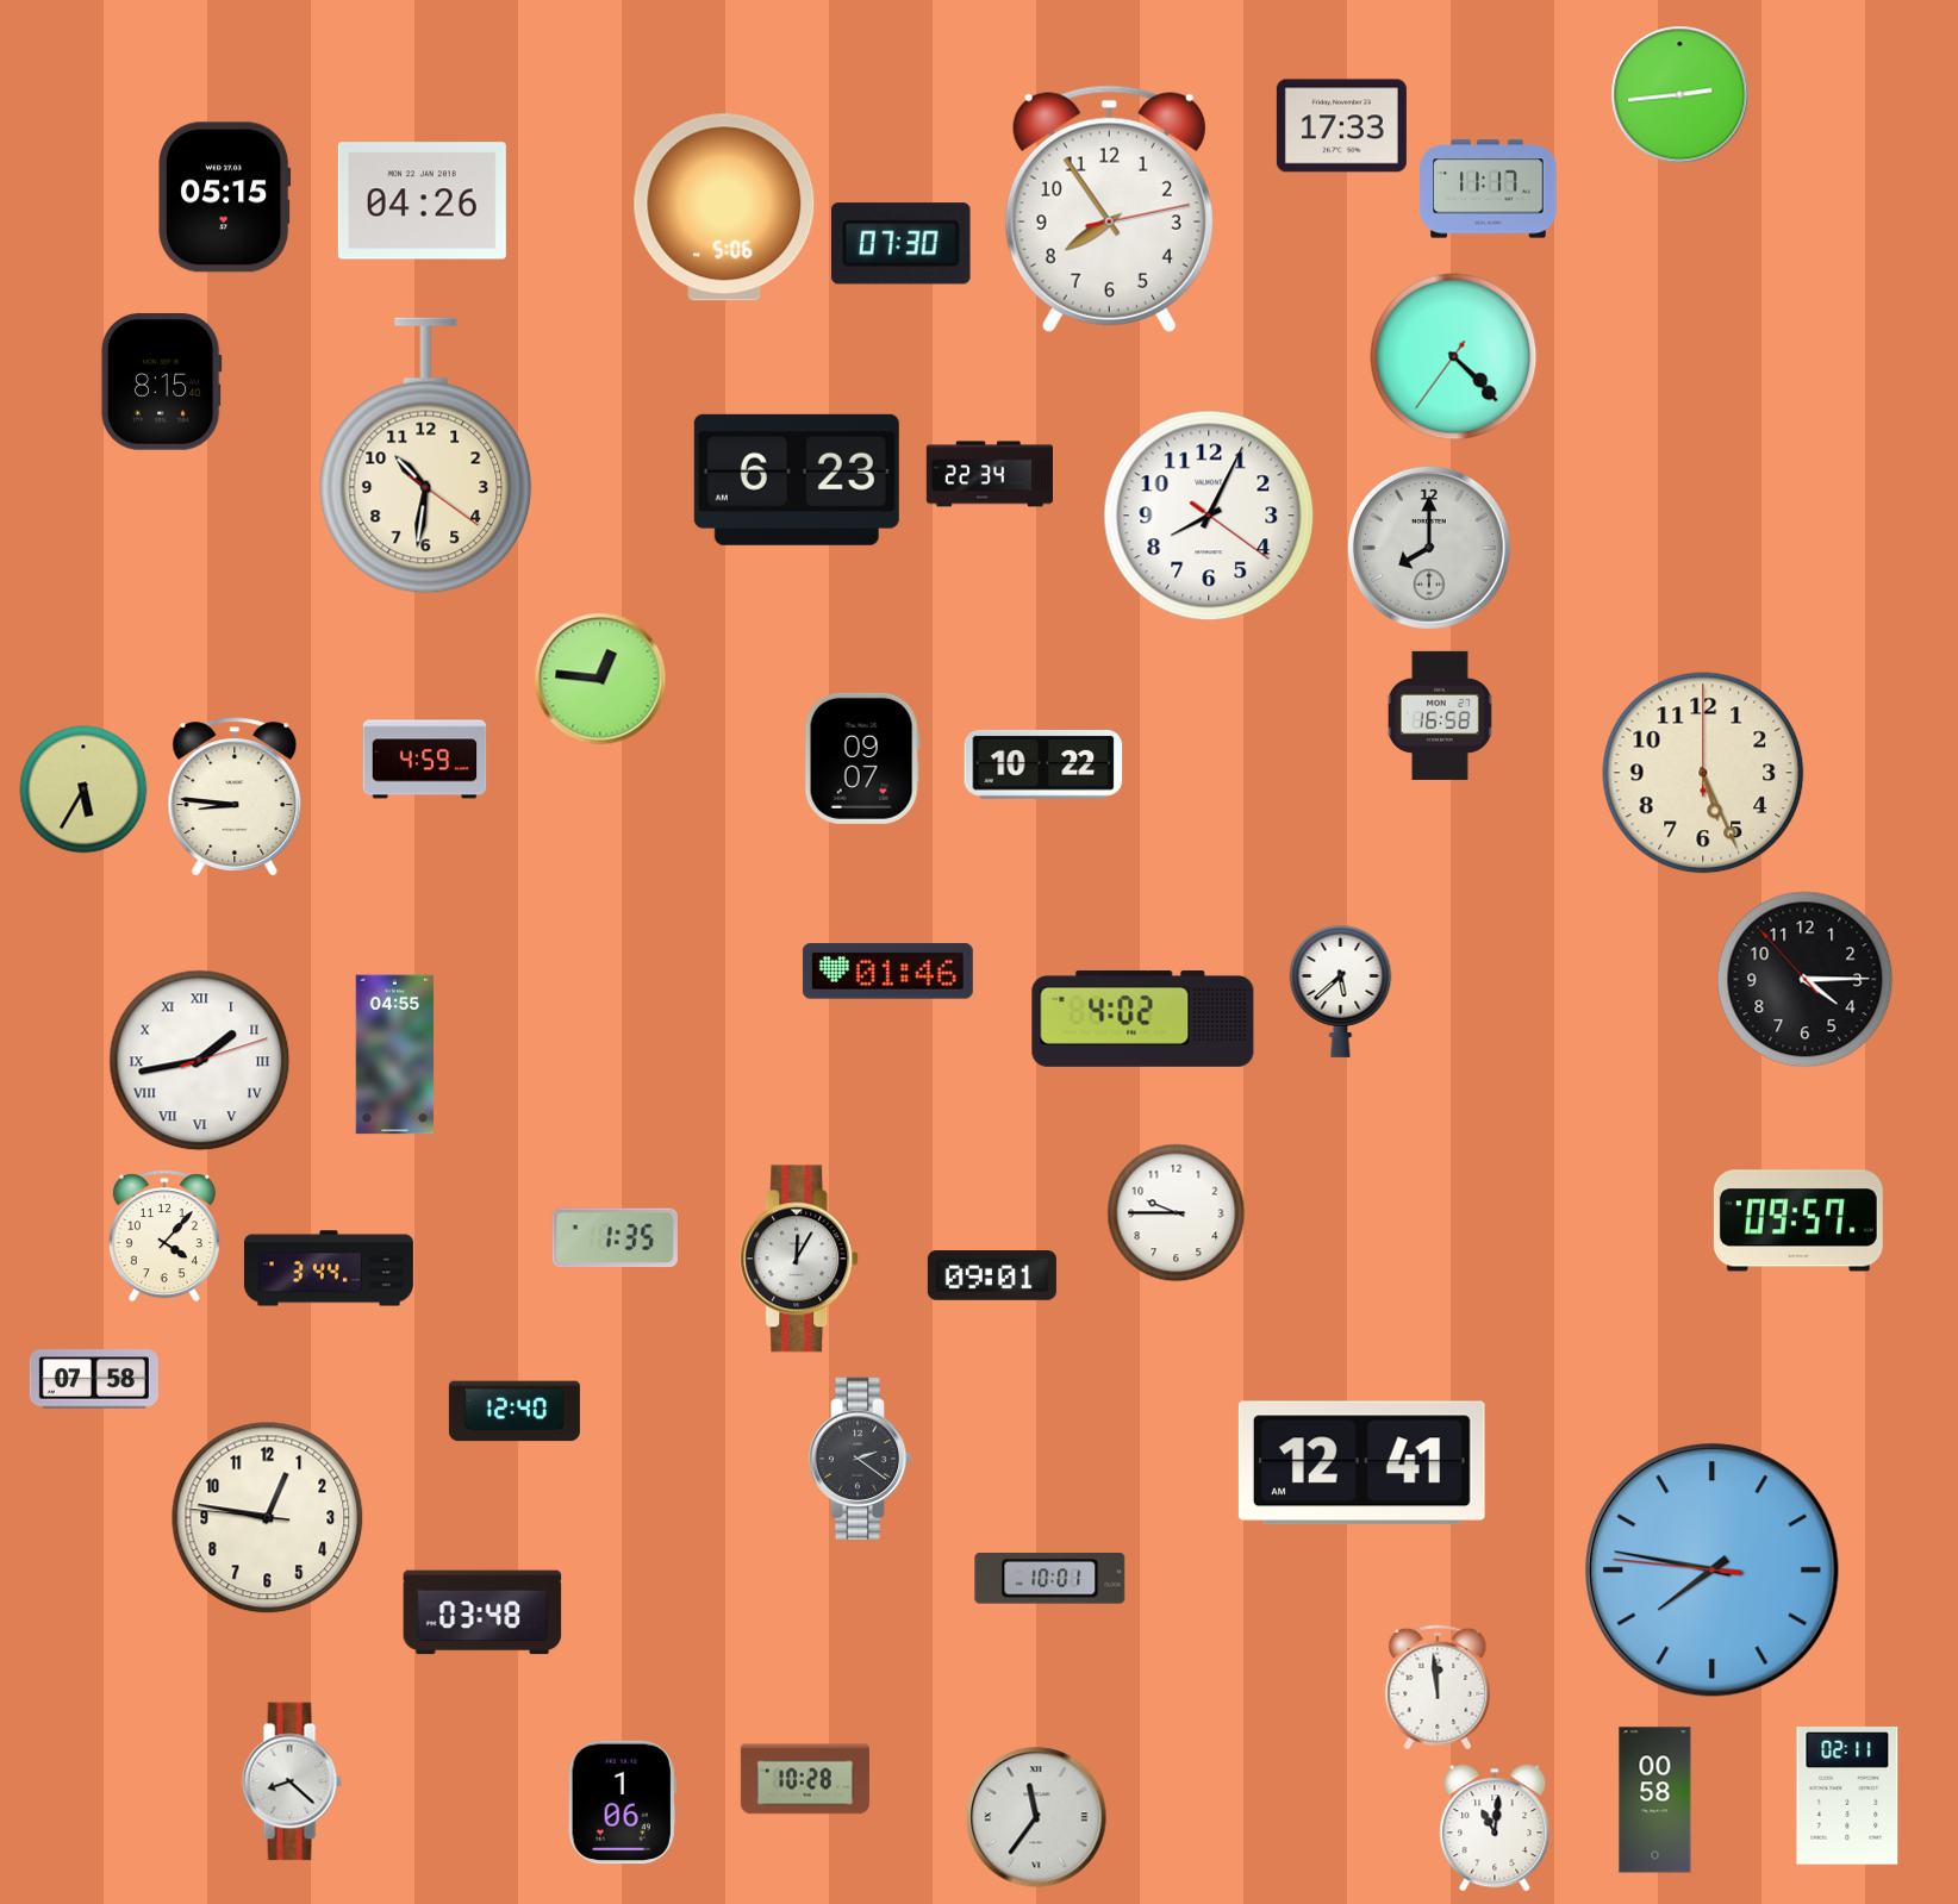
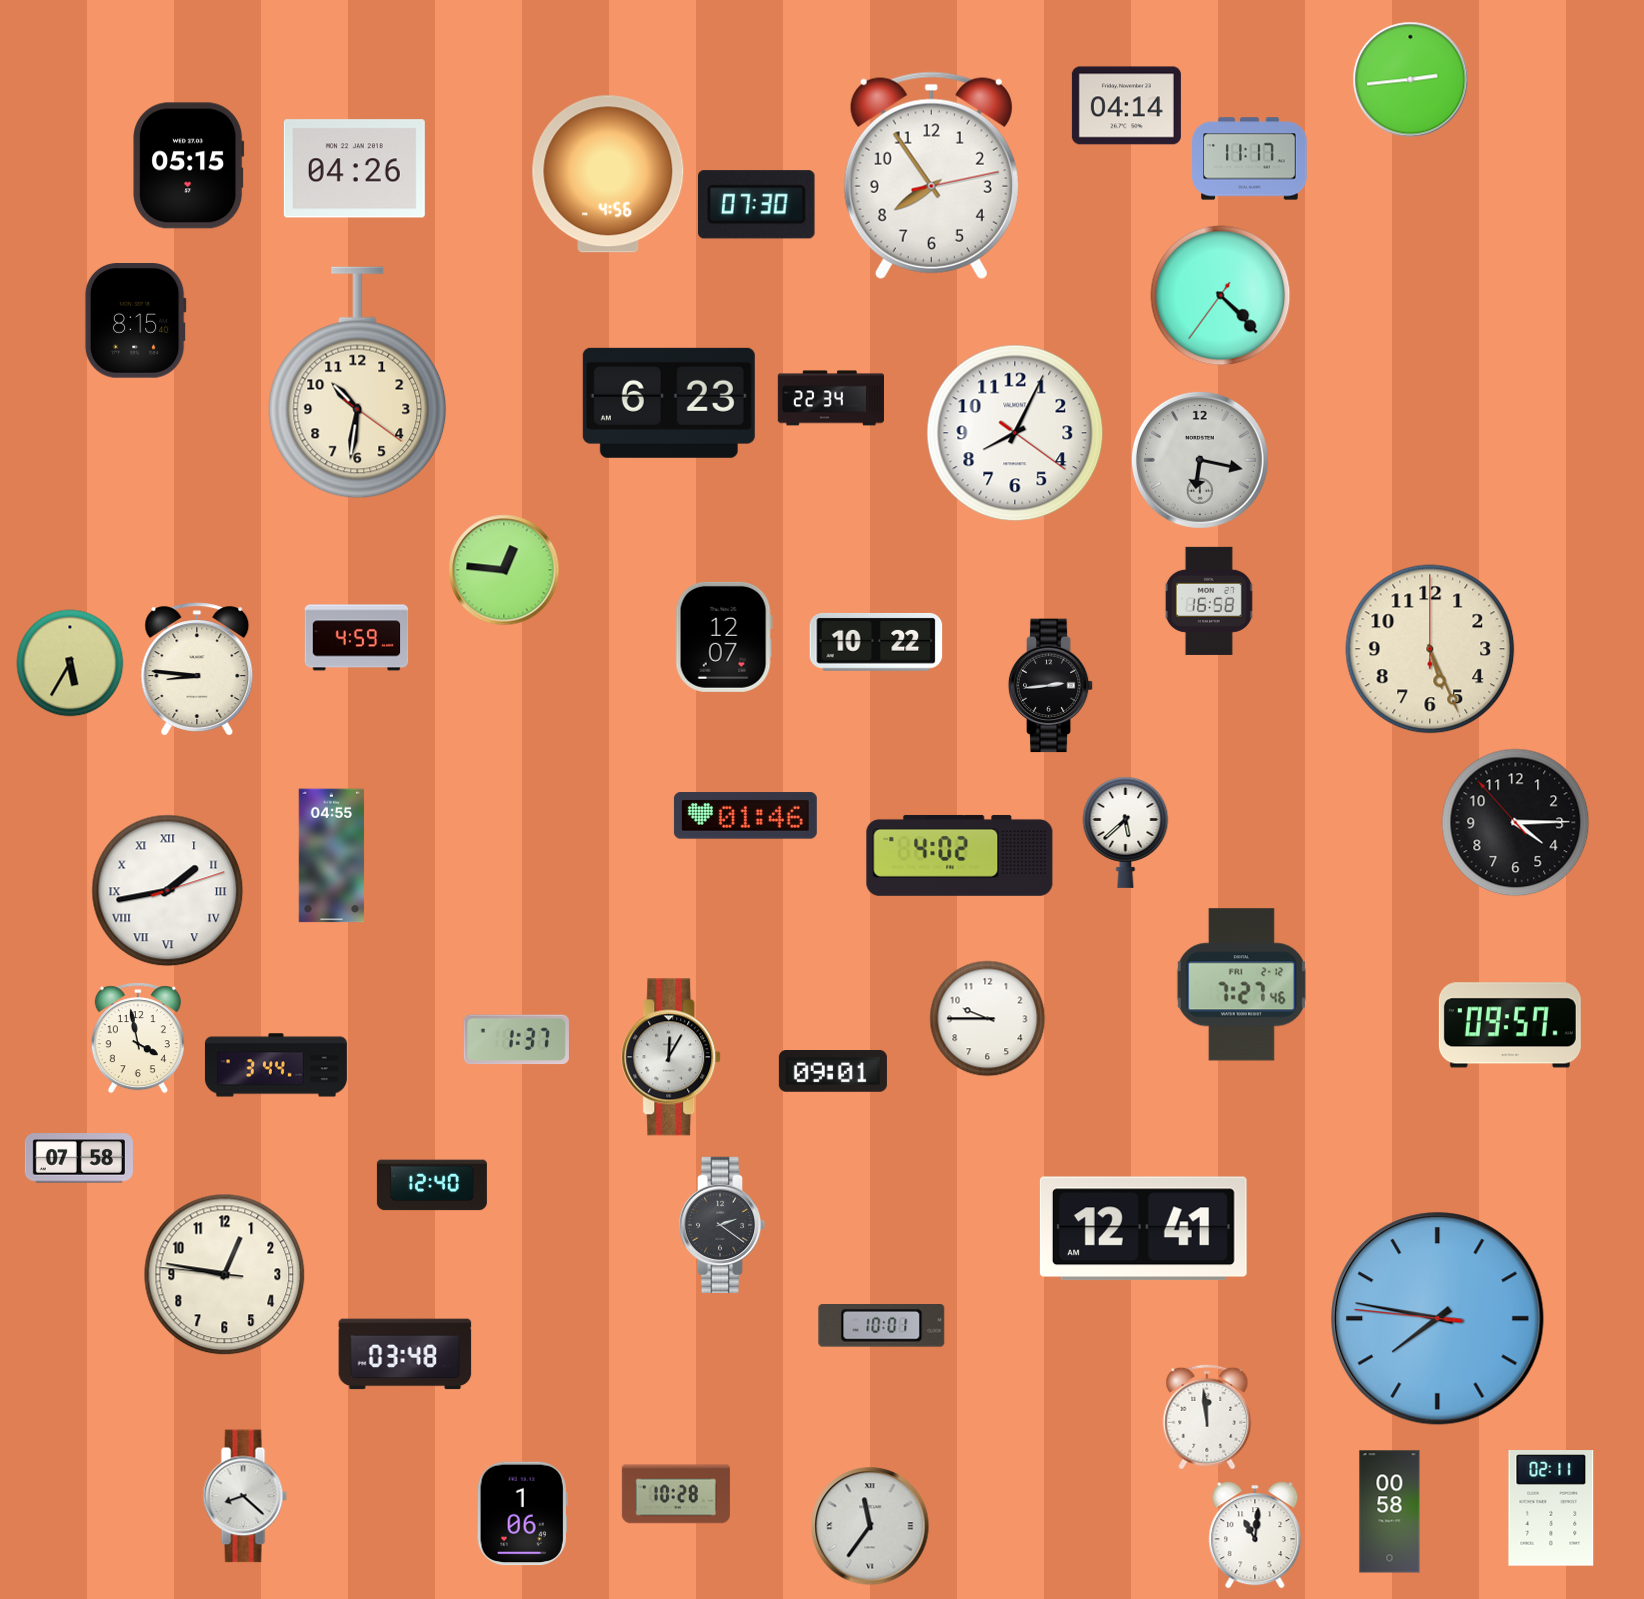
clock at (1341, 126): 17:33 -> 04:14
clock at (724, 207): 5:06 -> 4:56
clock at (1454, 357) position: (1454, 357) -> (1221, 296)
clock at (1429, 548): 8:00 -> 6:17
clock at (862, 759): 09:07 -> 12:07
clock at (1051, 686): none -> 2:44
clock at (395, 1055) position: (395, 1055) -> (332, 856)
clock at (1241, 985): none -> 7:27
clock at (164, 1236): 4:07 -> 3:58
clock at (615, 1238): 1:35 -> 1:37
